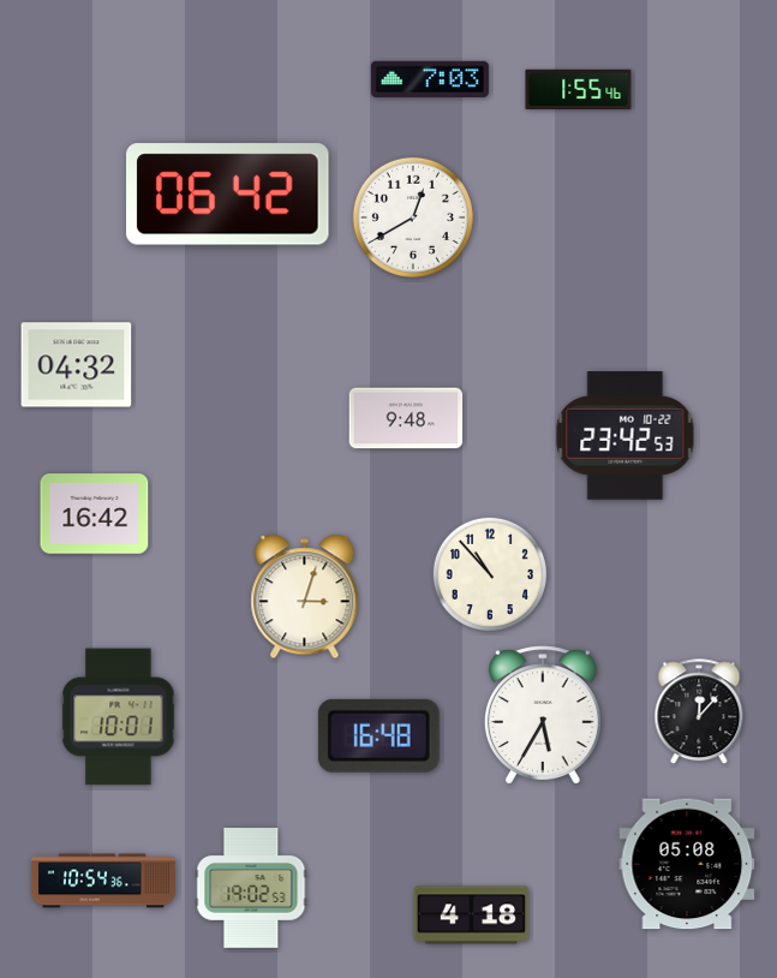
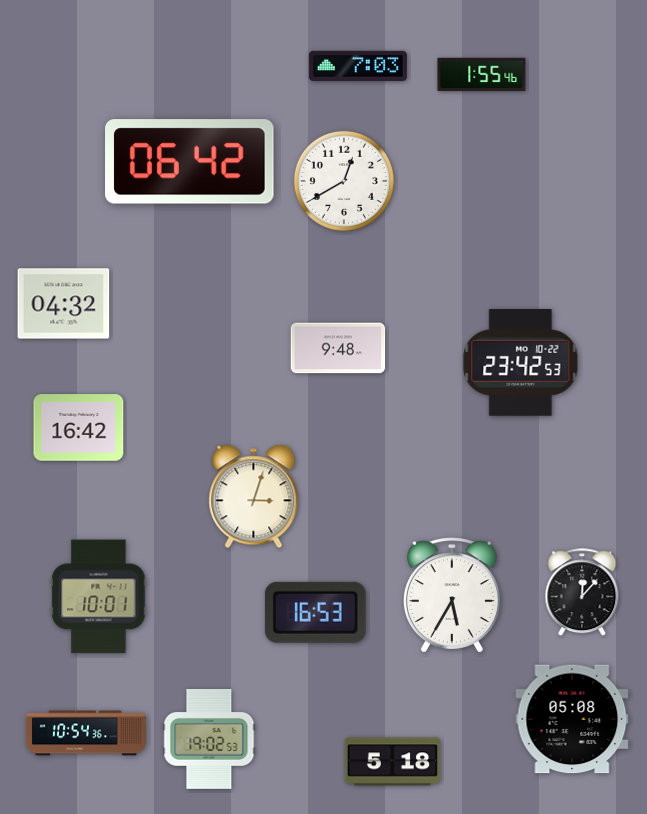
clock at (489, 573): 10:53 -> none
clock at (378, 735): 16:48 -> 16:53
clock at (472, 916): 4:18 -> 5:18
